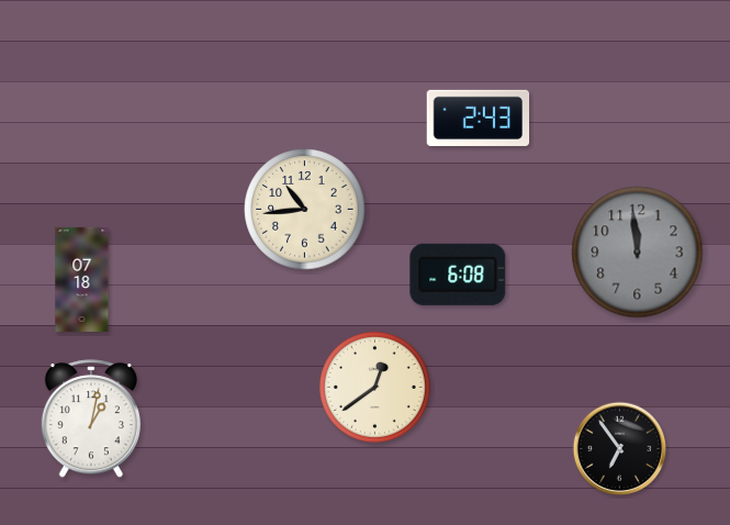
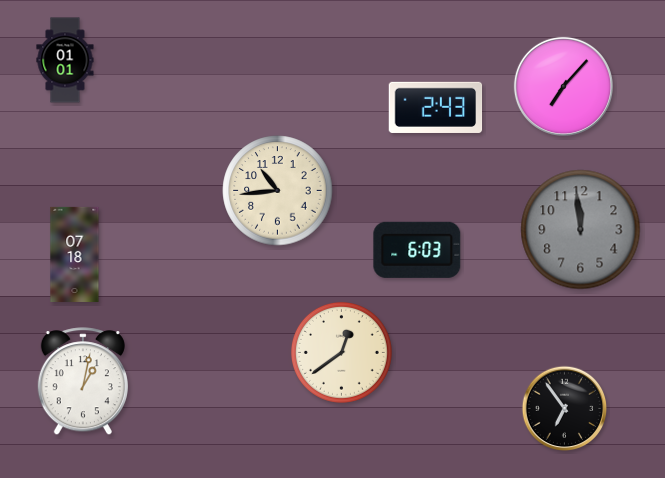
clock at (65, 60): none -> 01:01
clock at (563, 86): none -> 7:07
clock at (458, 275): 6:08 -> 6:03
